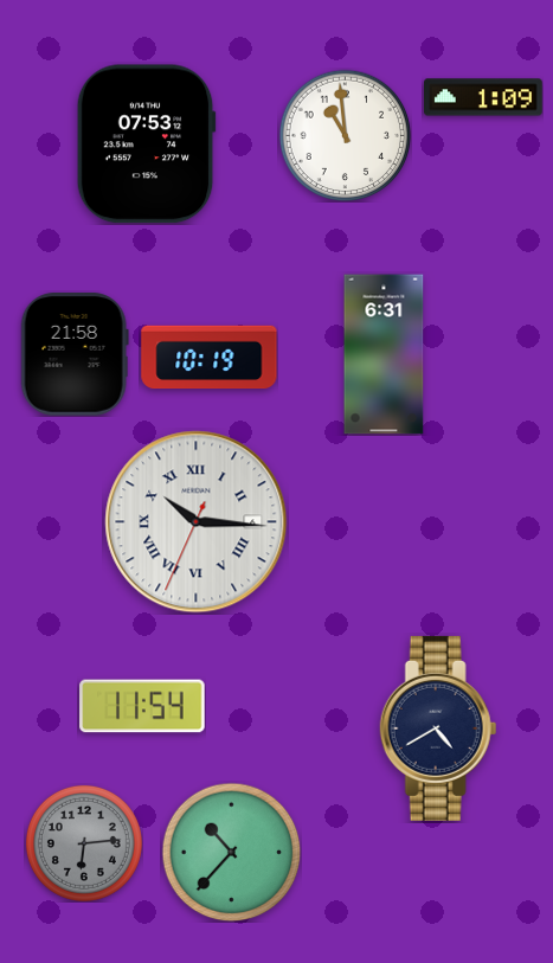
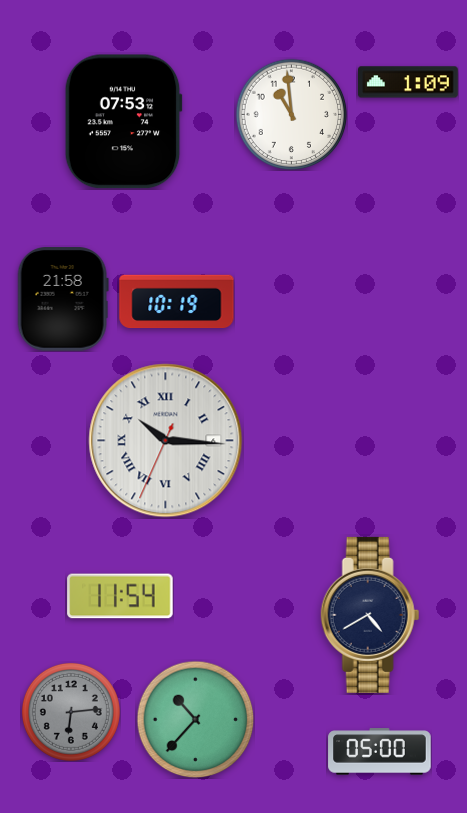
clock at (384, 354): 6:31 -> none
clock at (380, 752): none -> 05:00
